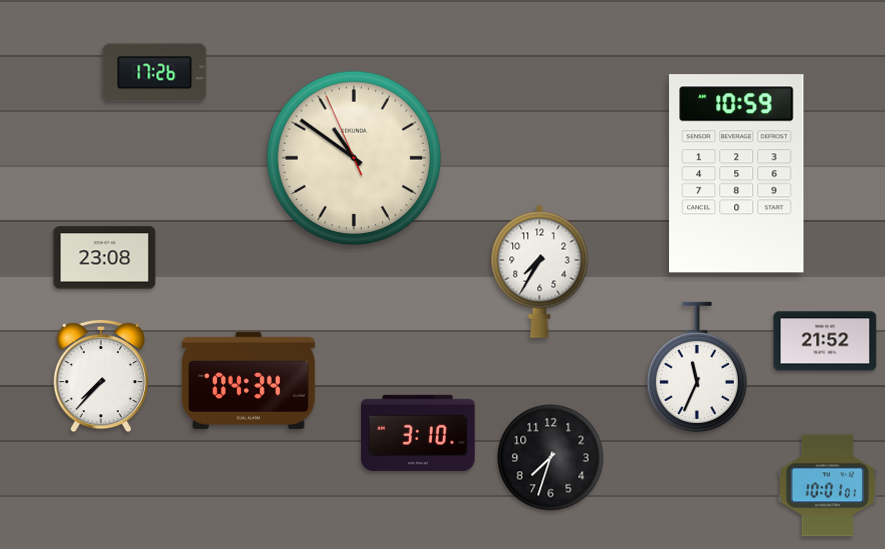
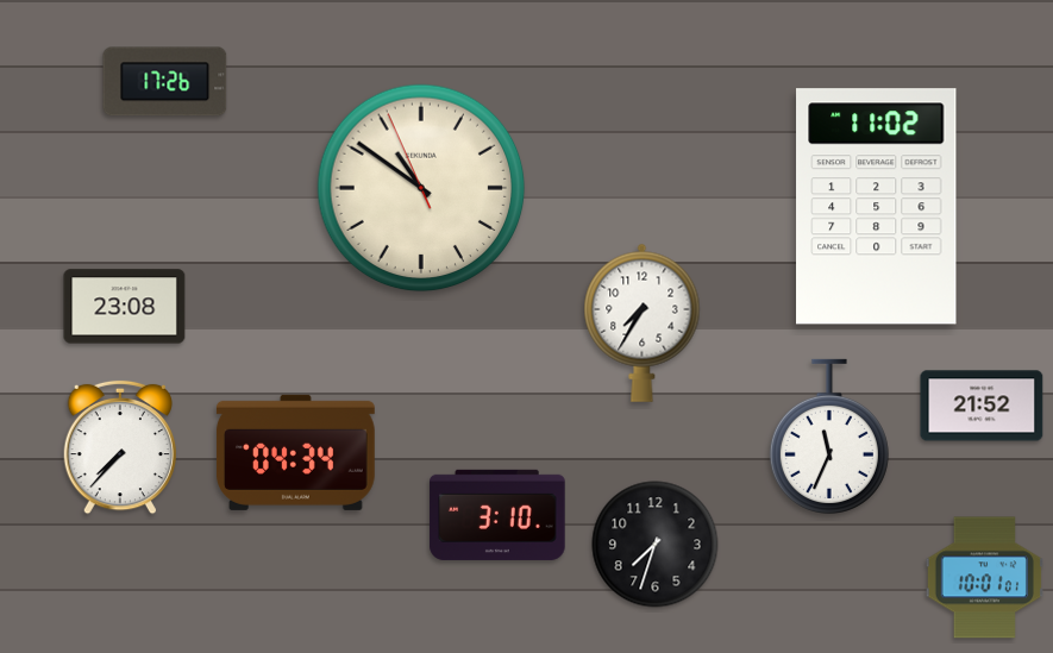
clock at (155, 73) position: (155, 73) -> (165, 82)
clock at (737, 174): 10:59 -> 11:02
